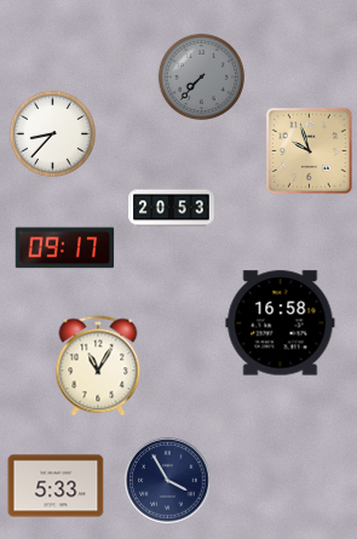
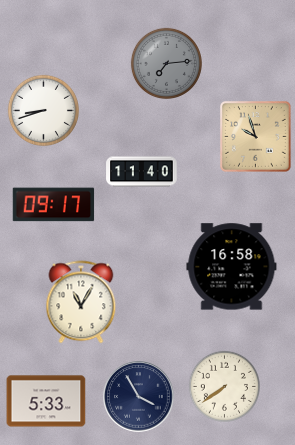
clock at (201, 76): 7:37 -> 7:14
clock at (52, 133): 8:37 -> 8:42
clock at (309, 150) position: (309, 150) -> (255, 136)
clock at (172, 208): 20:53 -> 11:40
clock at (224, 386): none -> 7:39
